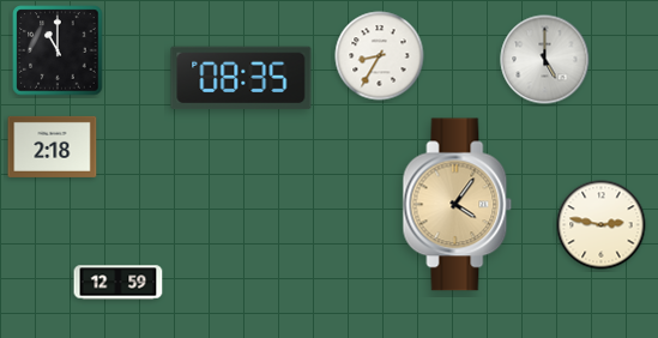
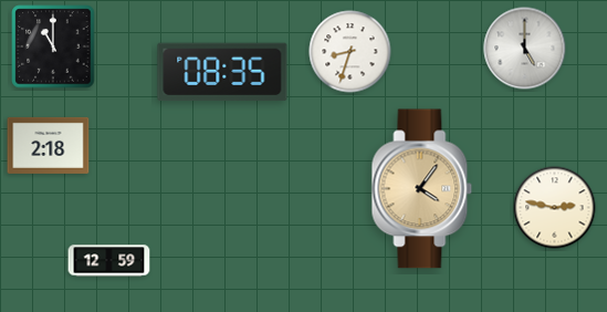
clock at (380, 56): 8:35 -> 8:33
clock at (545, 60) position: (545, 60) -> (525, 49)
clock at (53, 146) position: (53, 146) -> (49, 145)
